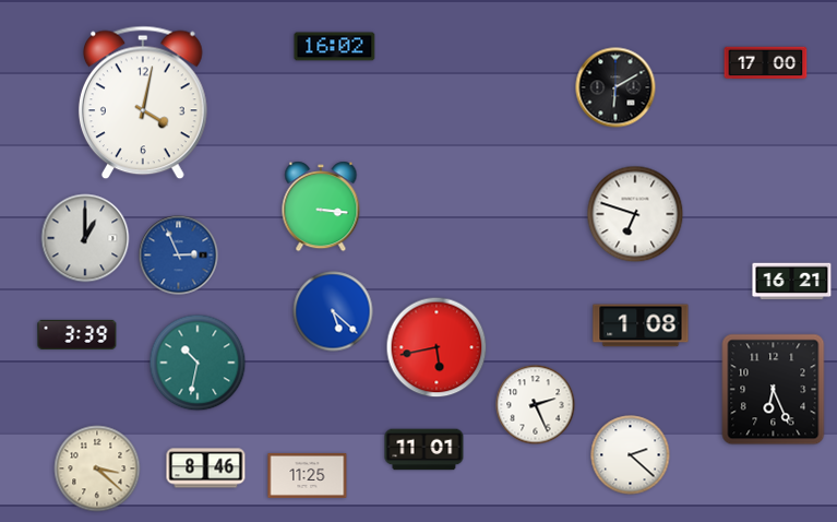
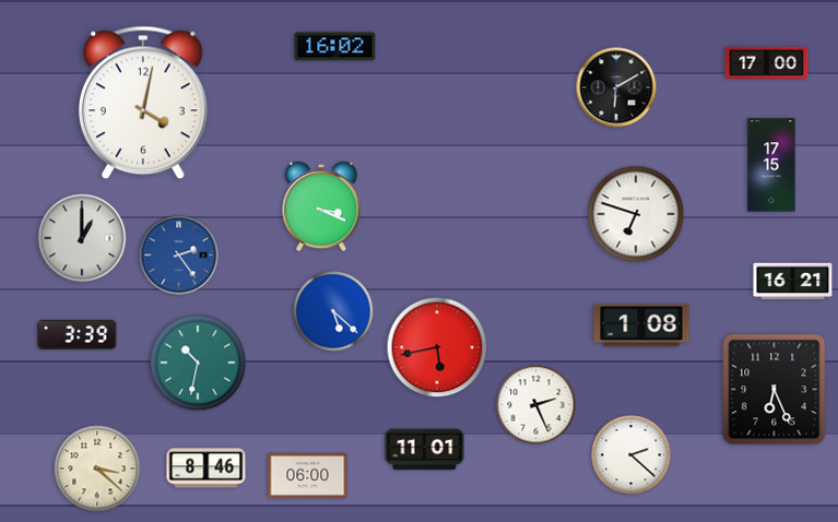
clock at (771, 165): none -> 17:15
clock at (321, 206): 3:16 -> 3:19
clock at (85, 238) position: (85, 238) -> (82, 238)
clock at (179, 256): 2:56 -> 2:24
clock at (308, 475): 11:25 -> 06:00
